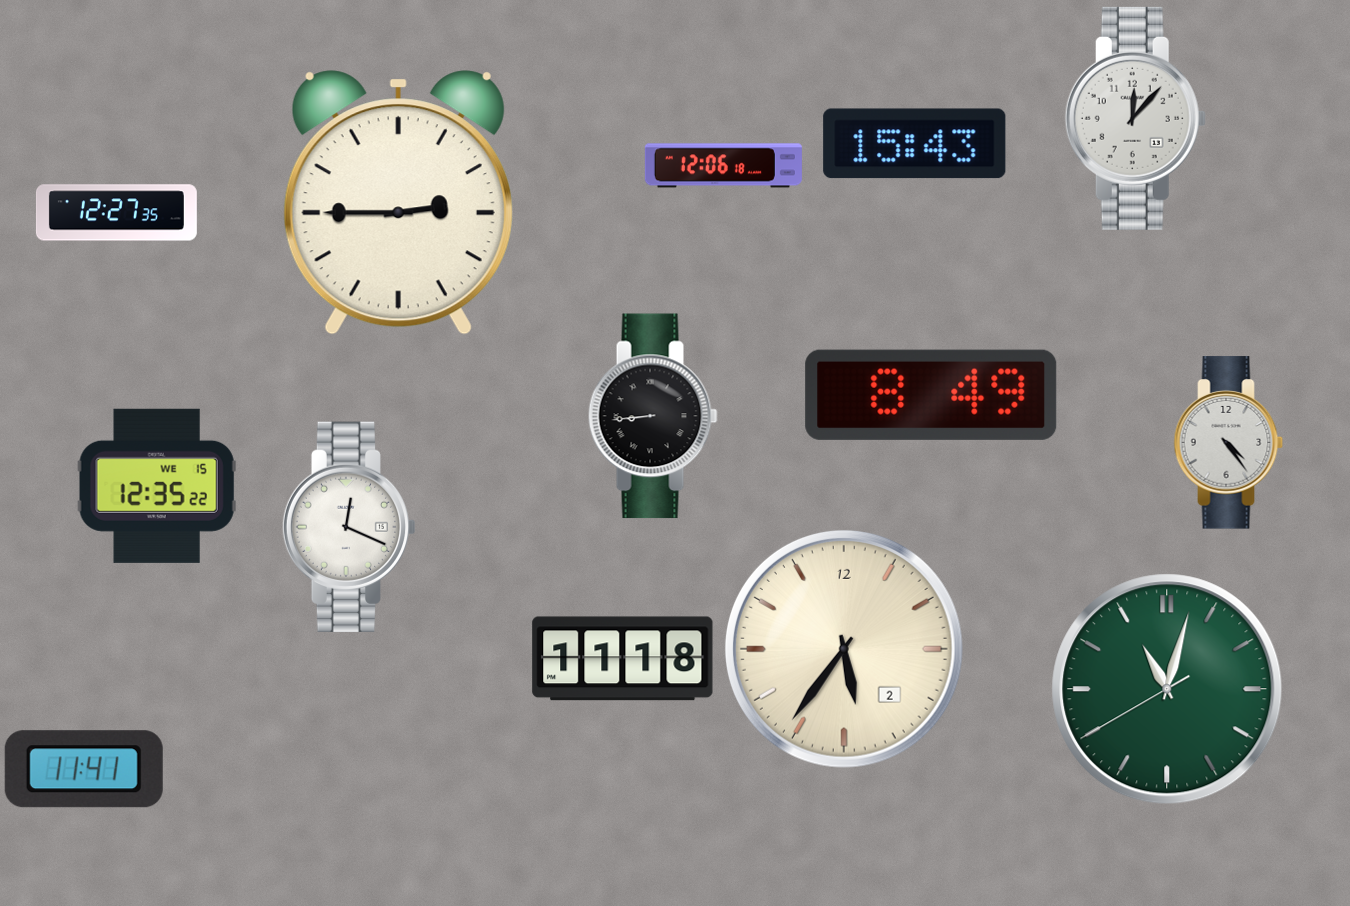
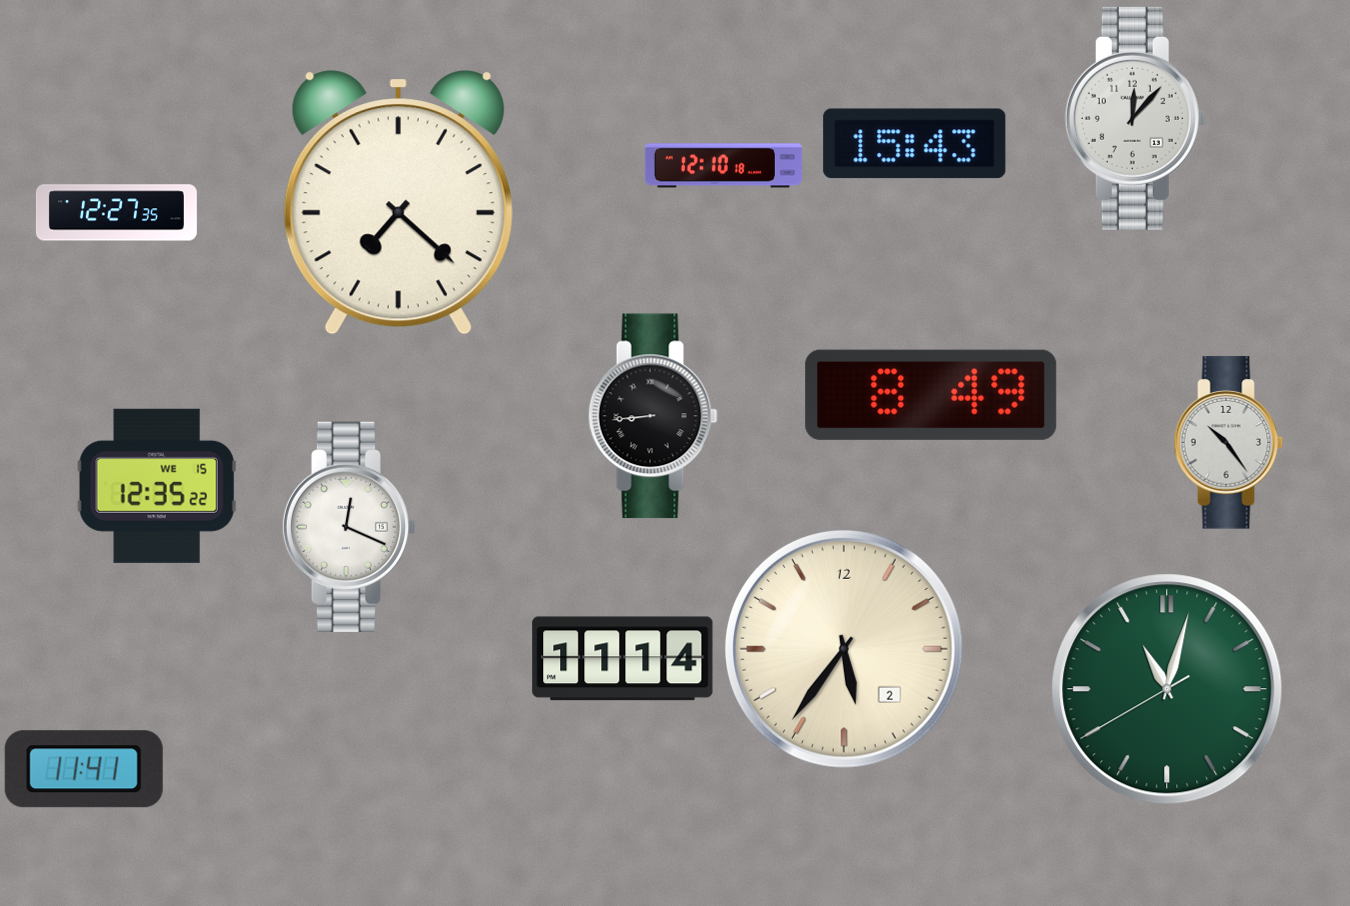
clock at (723, 166): 12:06 -> 12:10
clock at (398, 203): 2:45 -> 7:22
clock at (1229, 443): 4:24 -> 10:24
clock at (623, 659): 11:18 -> 11:14
